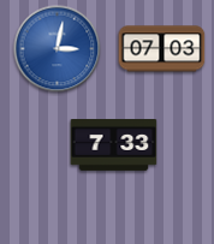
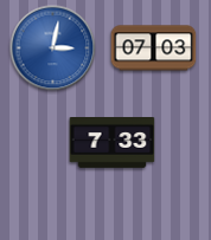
clock at (58, 49) position: (58, 49) -> (53, 48)
clock at (162, 49) position: (162, 49) -> (154, 48)
